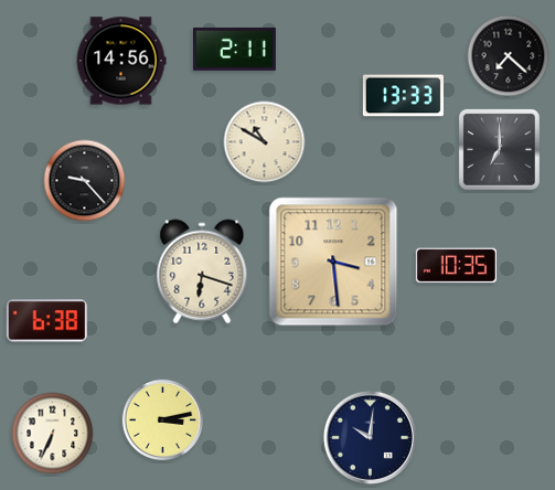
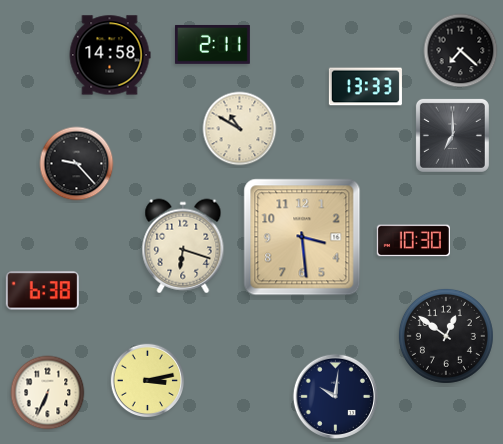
clock at (121, 61): 14:56 -> 14:58
clock at (456, 266): 10:35 -> 10:30
clock at (446, 336): none -> 12:51
